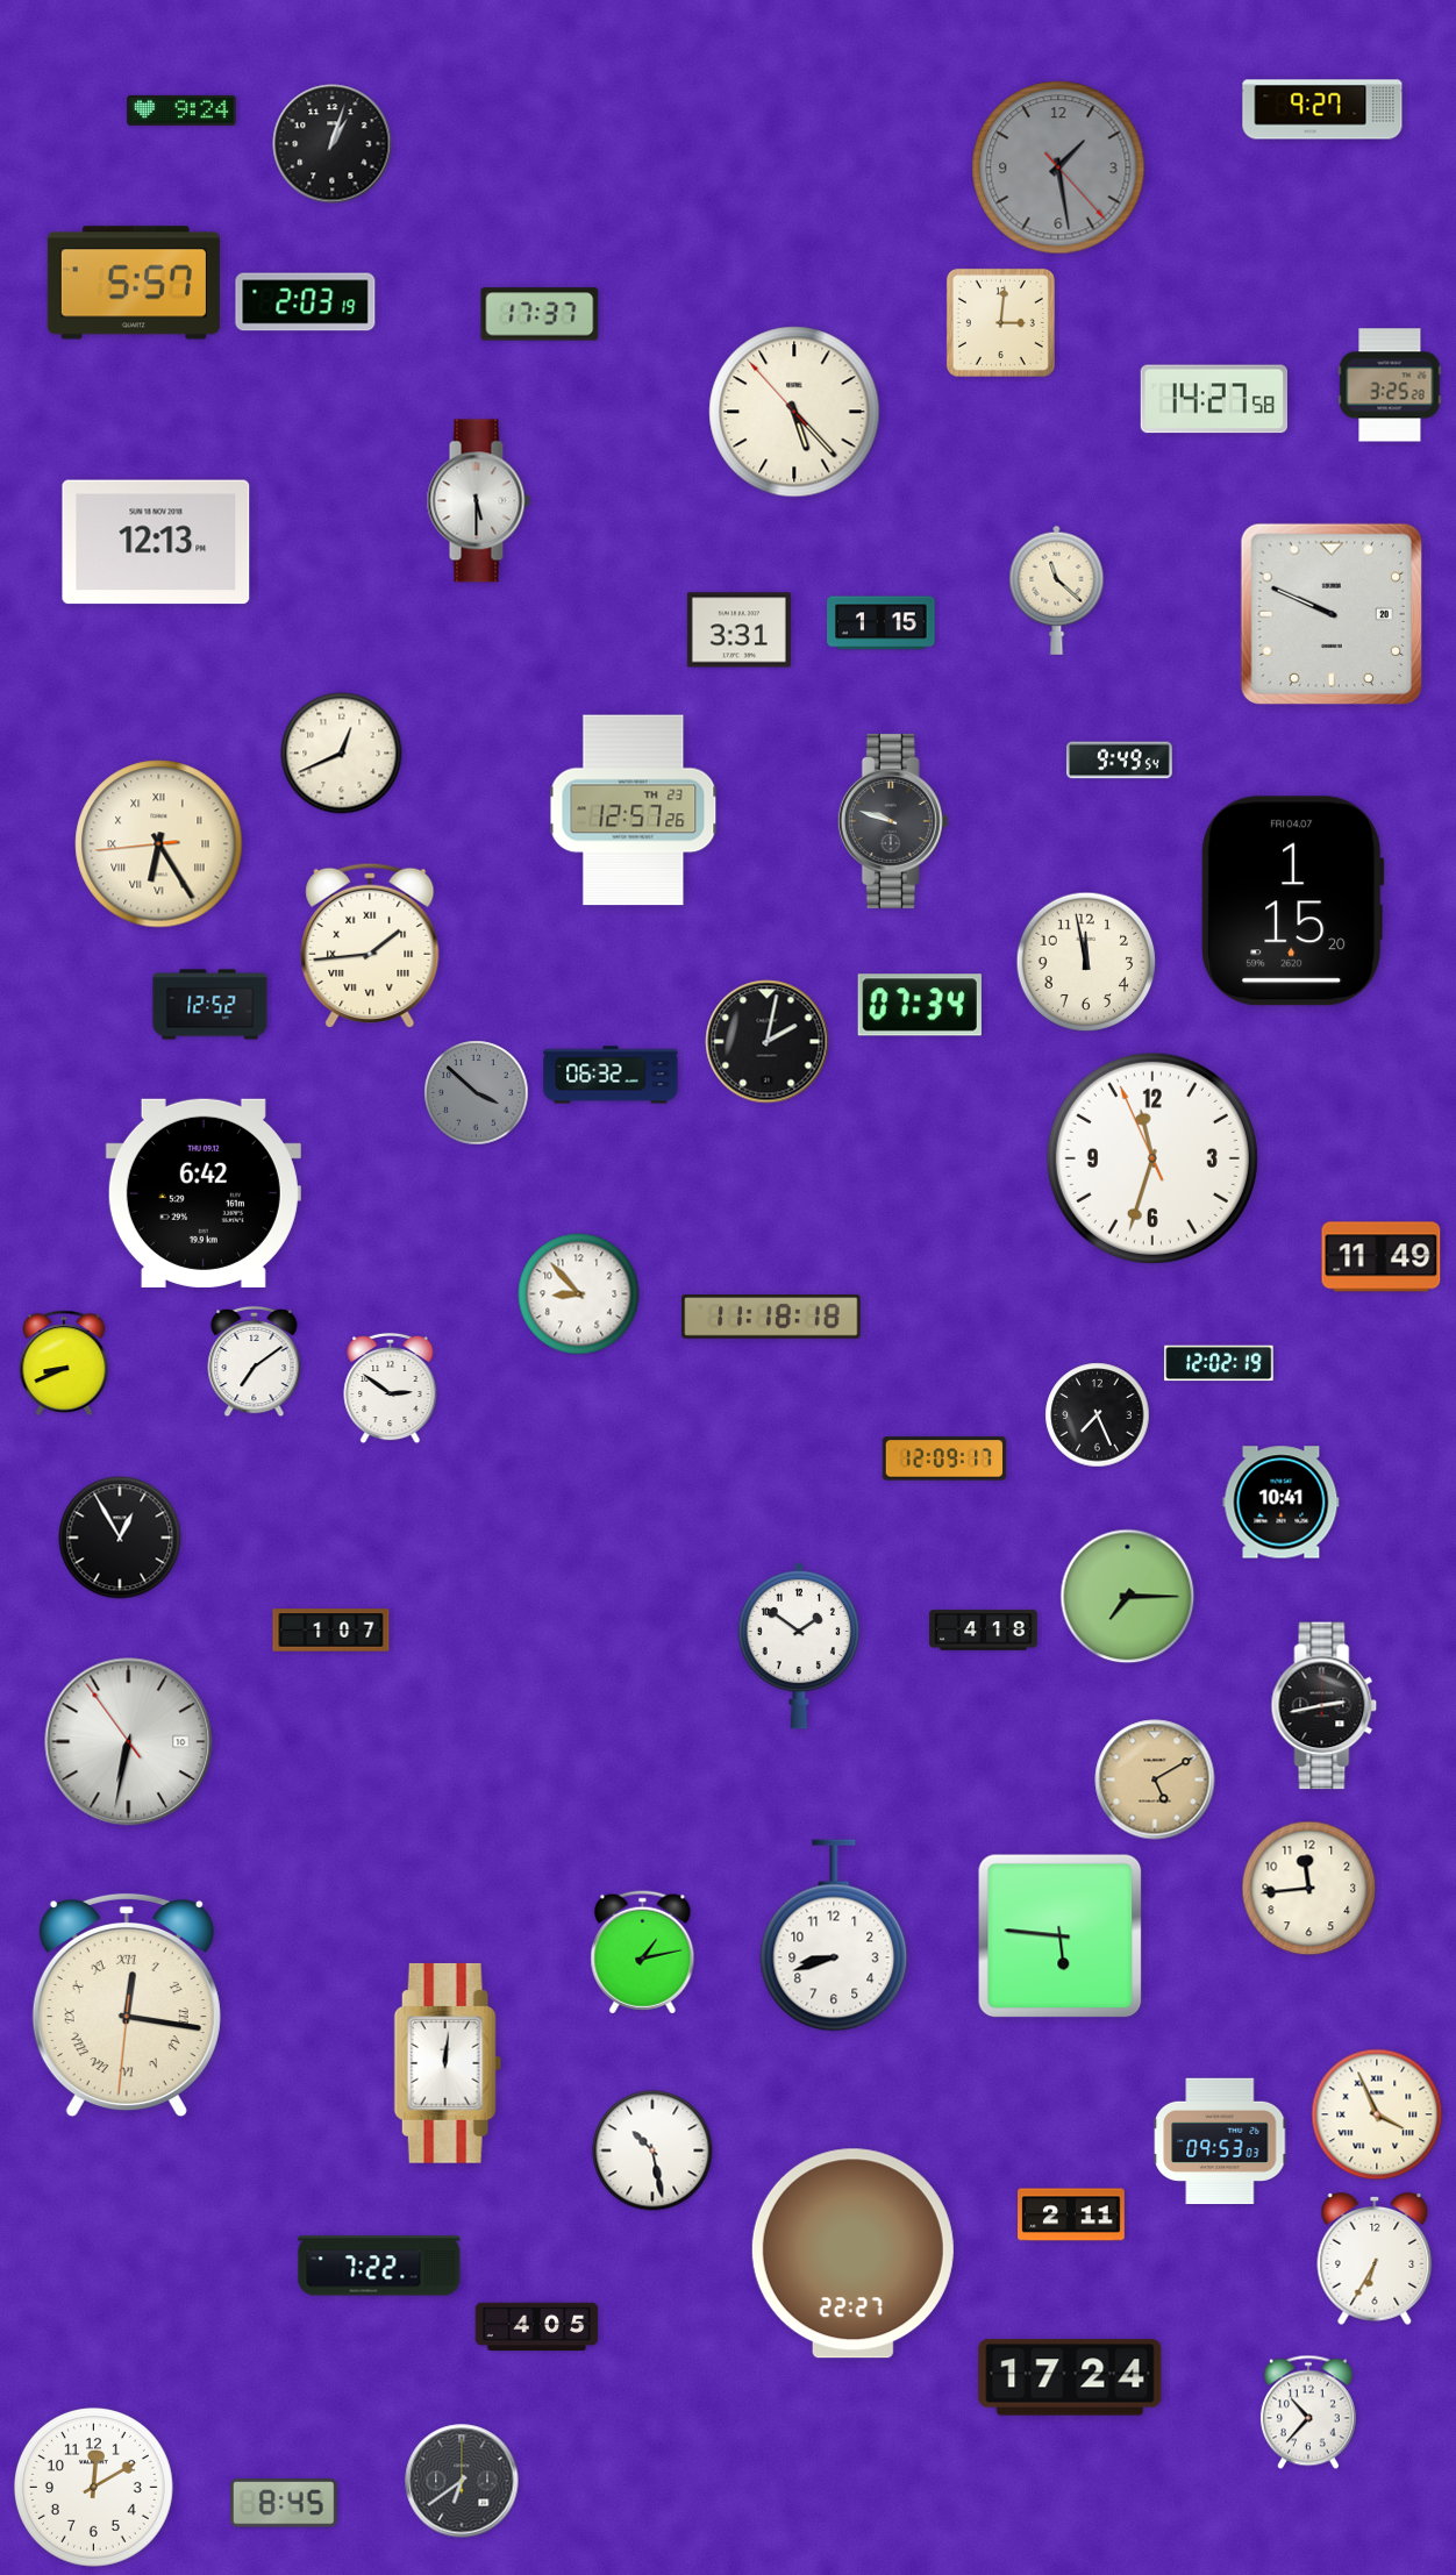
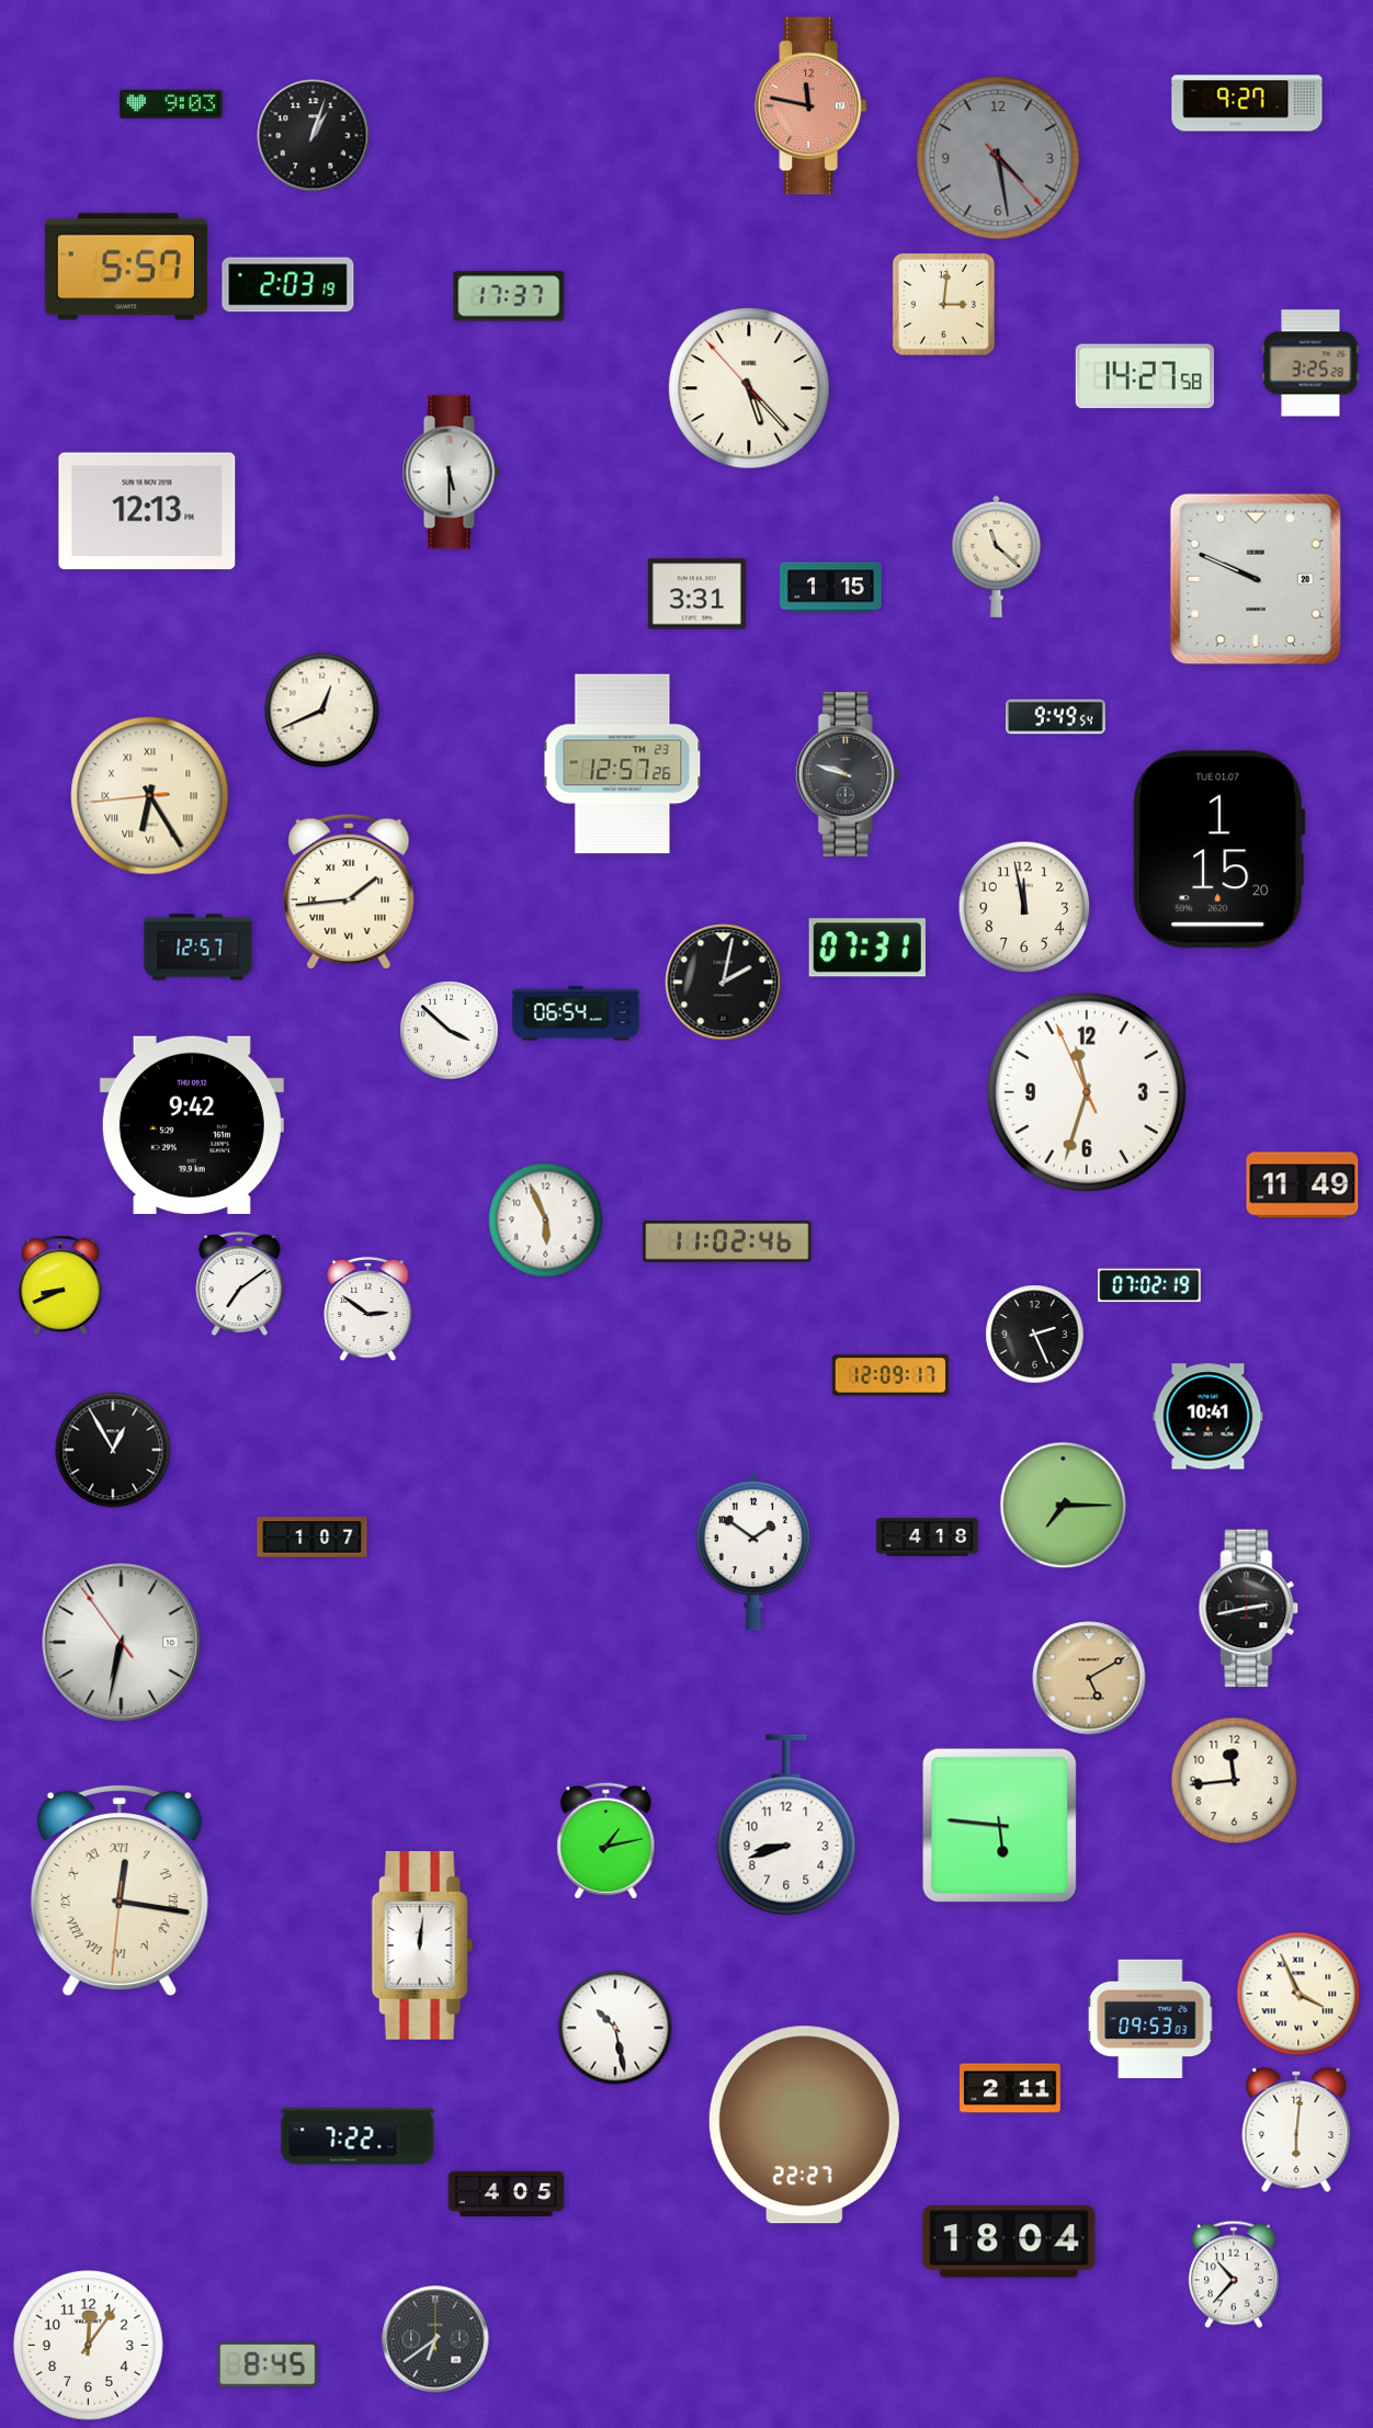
clock at (181, 110): 9:24 -> 9:03
clock at (812, 106): none -> 11:47
clock at (1058, 167): 1:28 -> 4:28
clock at (634, 811) position: (634, 811) -> (623, 764)
clock at (893, 821) position: (893, 821) -> (848, 774)
clock at (1293, 901) date: FRI 04.07 -> TUE 01.07
clock at (210, 1005): 12:52 -> 12:57
clock at (920, 1005): 07:34 -> 07:31
clock at (611, 1075): 06:32 -> 06:54
clock at (477, 1093) dial: grey -> white
clock at (204, 1193): 6:42 -> 9:42
clock at (579, 1294): 8:53 -> 5:56
clock at (771, 1317): 11:18 -> 11:02
clock at (1219, 1363): 12:02 -> 07:02
clock at (1098, 1415): 7:26 -> 2:26
clock at (1375, 2259): 6:35 -> 6:01
clock at (1070, 2377): 17:24 -> 18:04
clock at (93, 2487): 12:10 -> 12:06
clock at (285, 2503) position: (285, 2503) -> (269, 2364)
